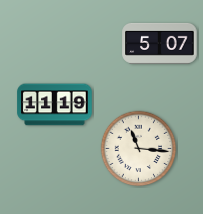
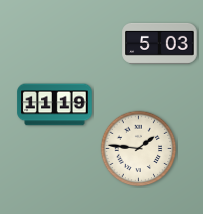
clock at (160, 43): 5:07 -> 5:03
clock at (139, 149): 11:16 -> 1:46
